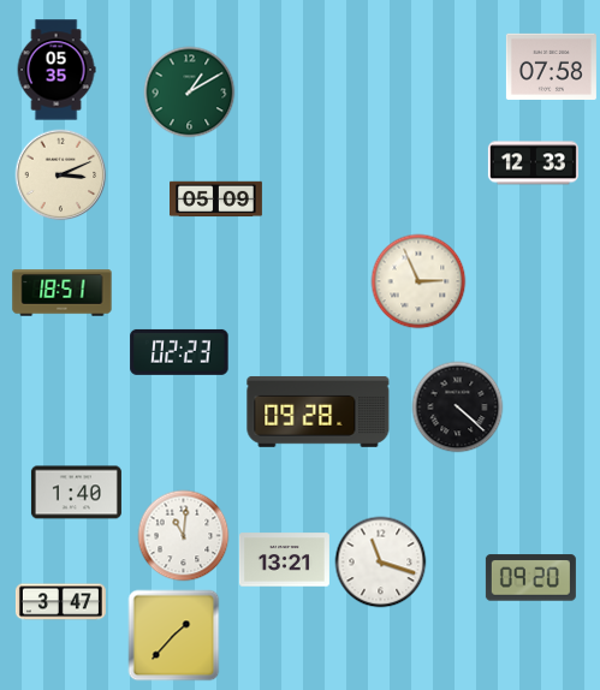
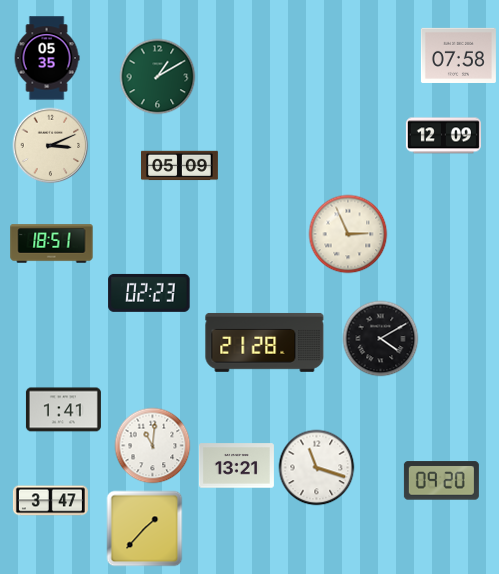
clock at (533, 163): 12:33 -> 12:09
clock at (458, 408): 4:22 -> 4:10
clock at (319, 411): 09:28 -> 21:28
clock at (76, 493): 1:40 -> 1:41
